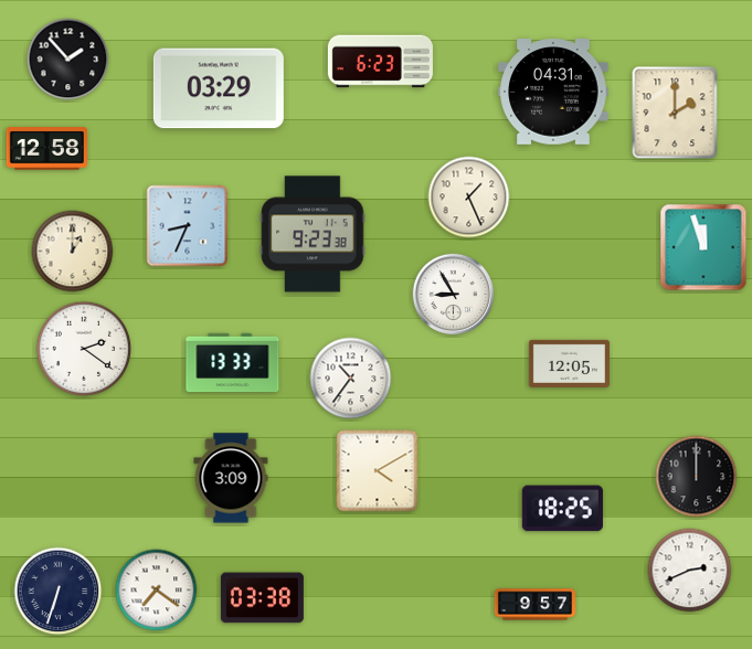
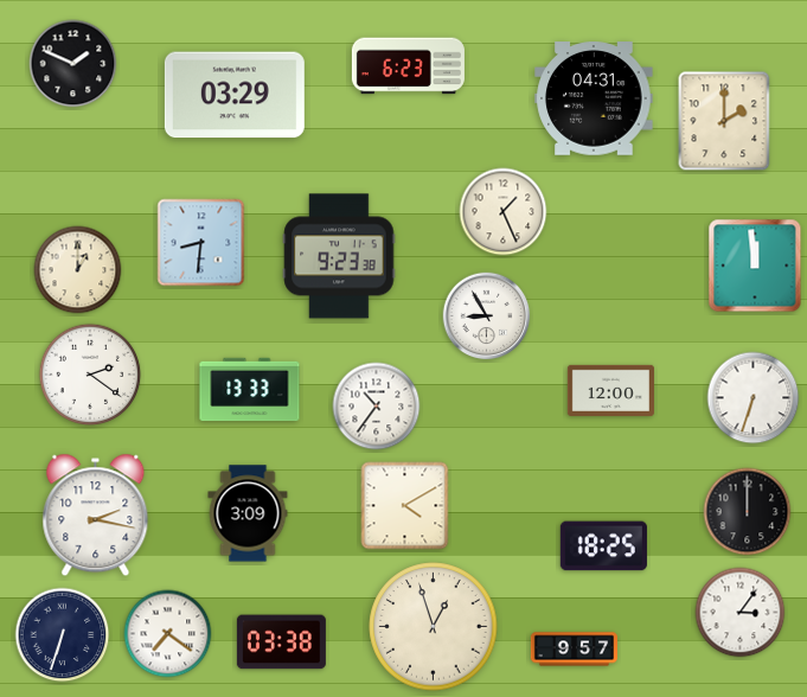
clock at (68, 60): 1:53 -> 1:49
clock at (46, 149): 12:58 -> none
clock at (188, 226): 8:34 -> 8:31
clock at (313, 234) position: (313, 234) -> (339, 256)
clock at (703, 247): 11:57 -> 11:59
clock at (569, 363): 12:05 -> 12:00
clock at (754, 398): none -> 6:33
clock at (96, 516): none -> 2:17
clock at (690, 571): 2:41 -> 3:06
clock at (434, 627): none -> 12:57
